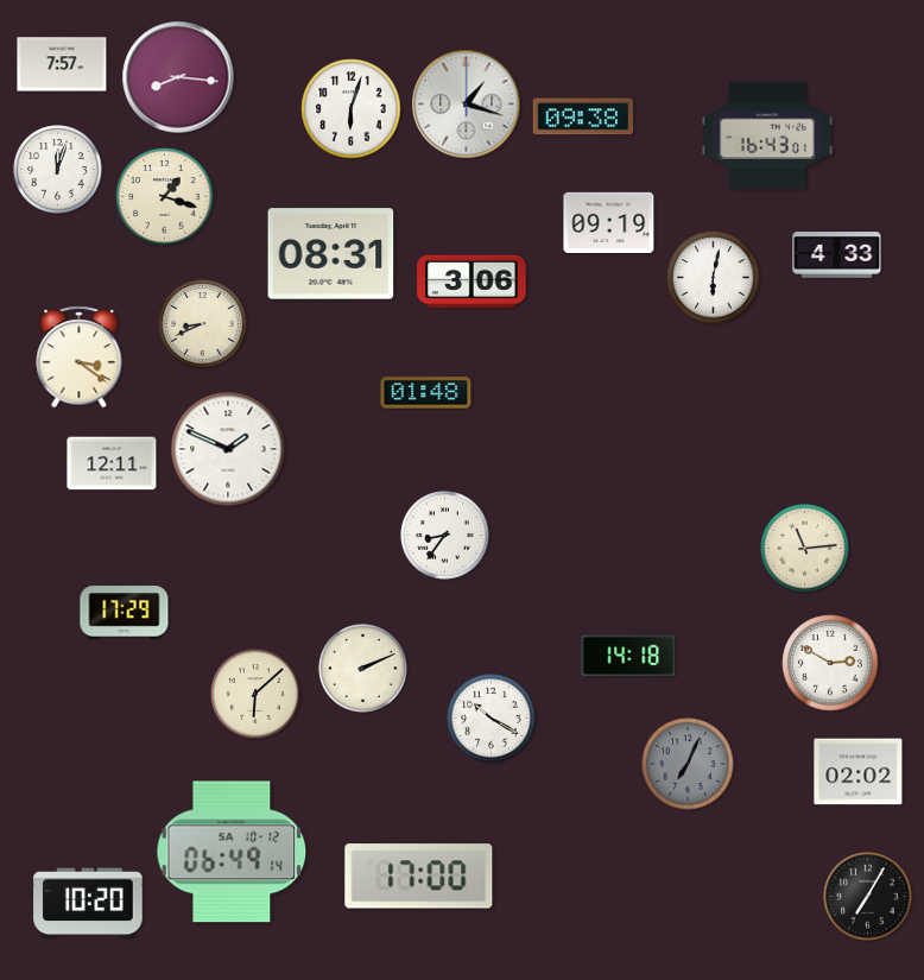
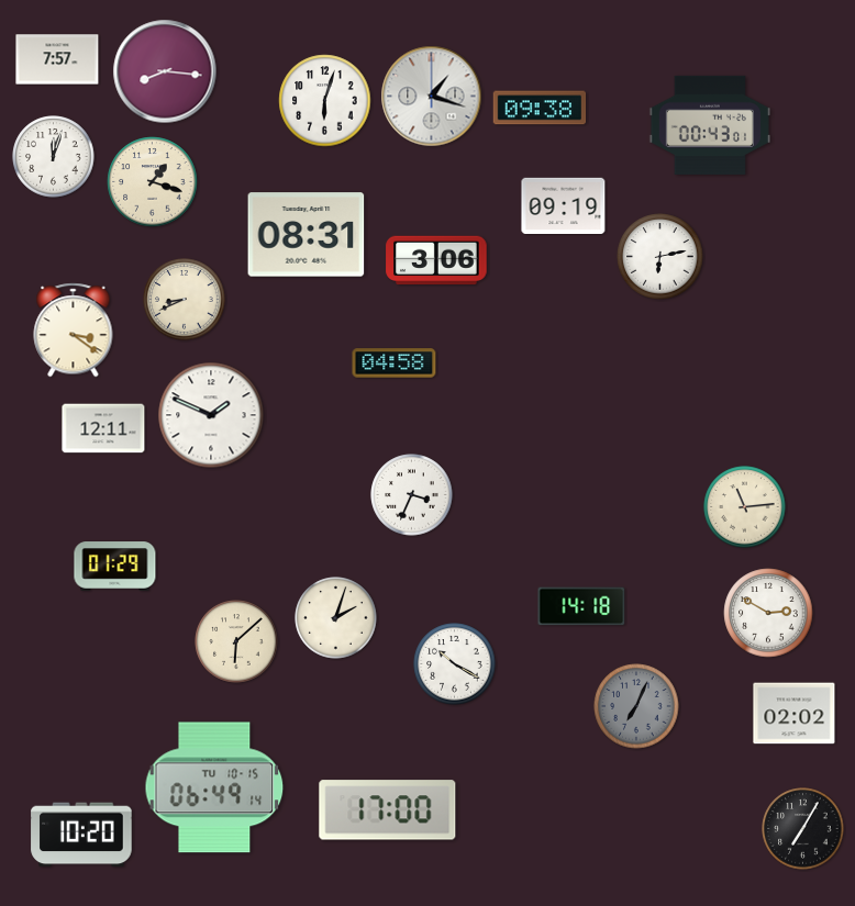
clock at (766, 135): 16:43 -> 00:43
clock at (837, 255): 4:33 -> none
clock at (714, 278): 6:02 -> 6:13
clock at (203, 324) position: (203, 324) -> (185, 300)
clock at (426, 393): 01:48 -> 04:58
clock at (445, 536): 8:36 -> 3:34
clock at (125, 613): 17:29 -> 01:29
clock at (363, 669): 2:11 -> 2:03
clock at (232, 852) date: SA 10-12 -> TU 10-15
